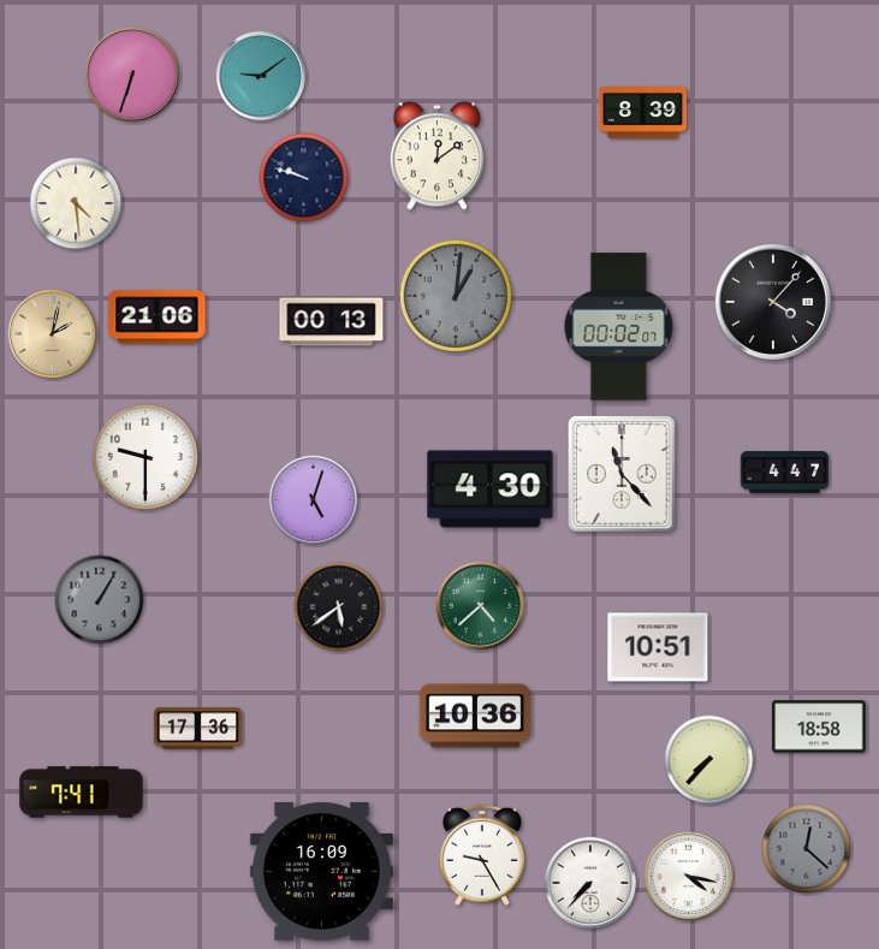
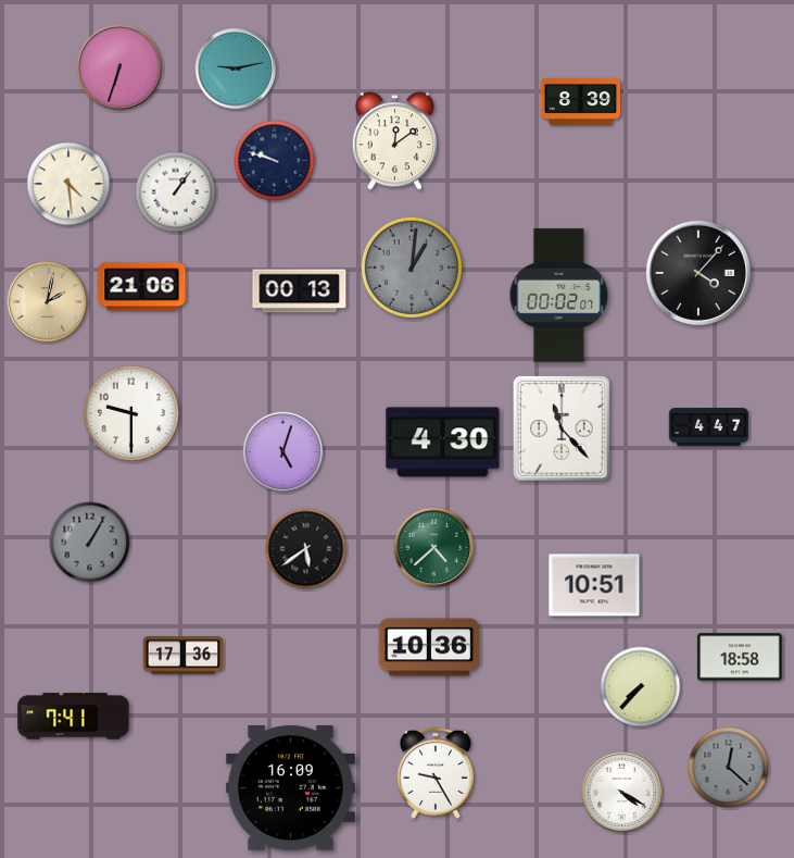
clock at (261, 76): 9:09 -> 9:13
clock at (176, 192): none -> 1:06
clock at (197, 729) position: (197, 729) -> (182, 656)
clock at (689, 877): 4:17 -> 4:20
clock at (590, 883): 7:37 -> none
